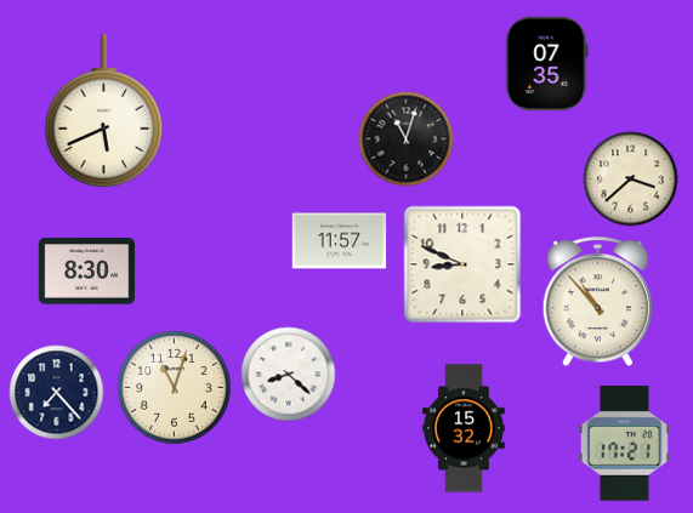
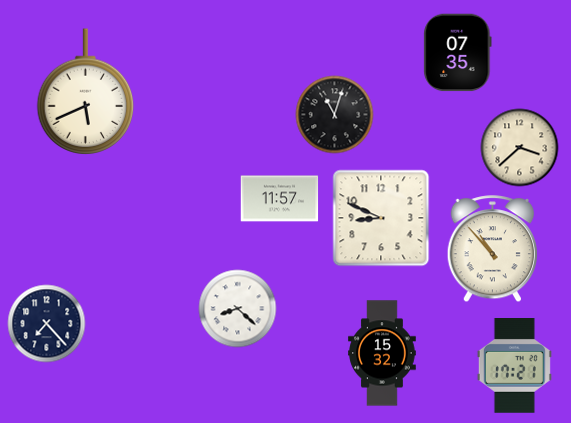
clock at (547, 63) position: (547, 63) -> (458, 52)
clock at (86, 272): 8:30 -> none
clock at (174, 387): 11:03 -> none
